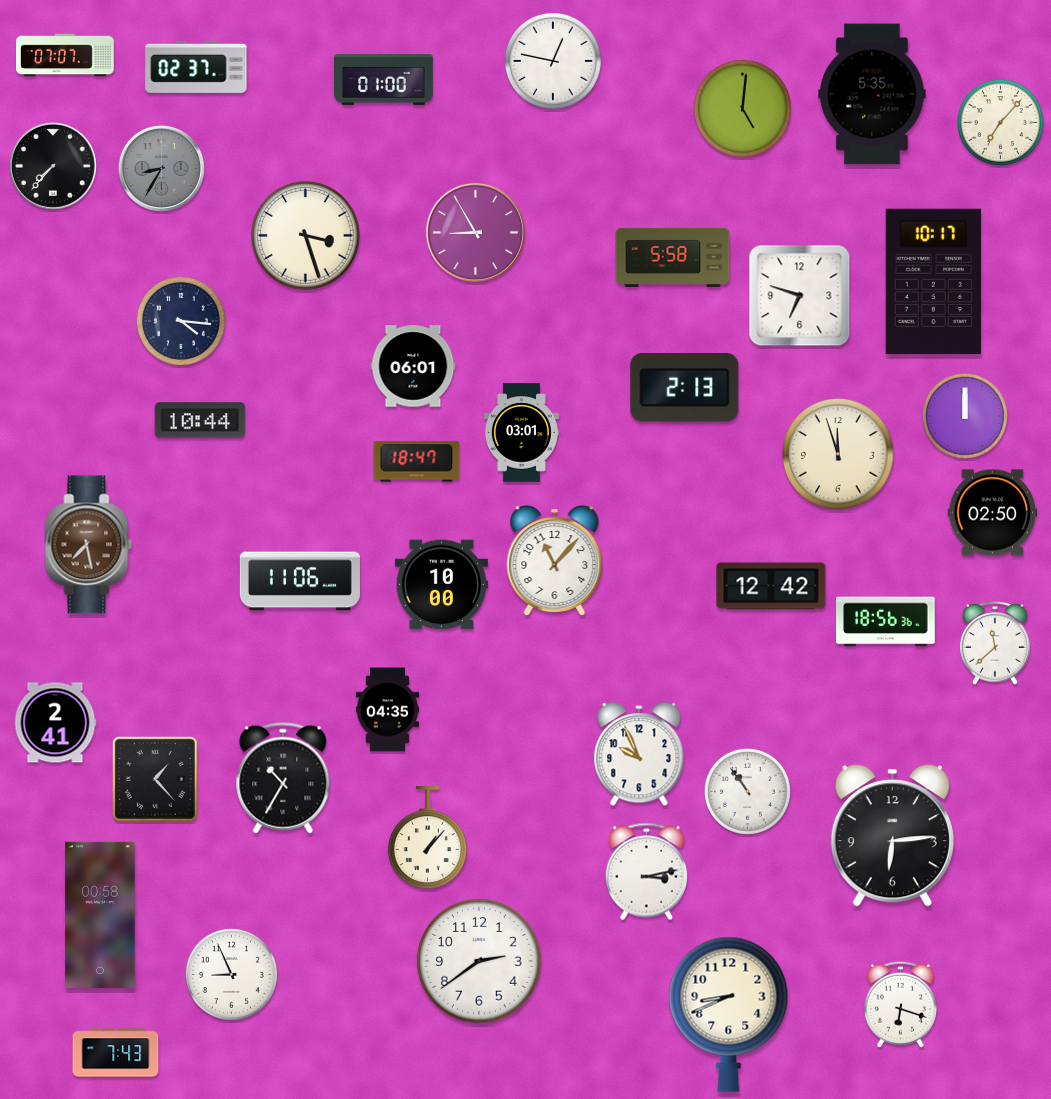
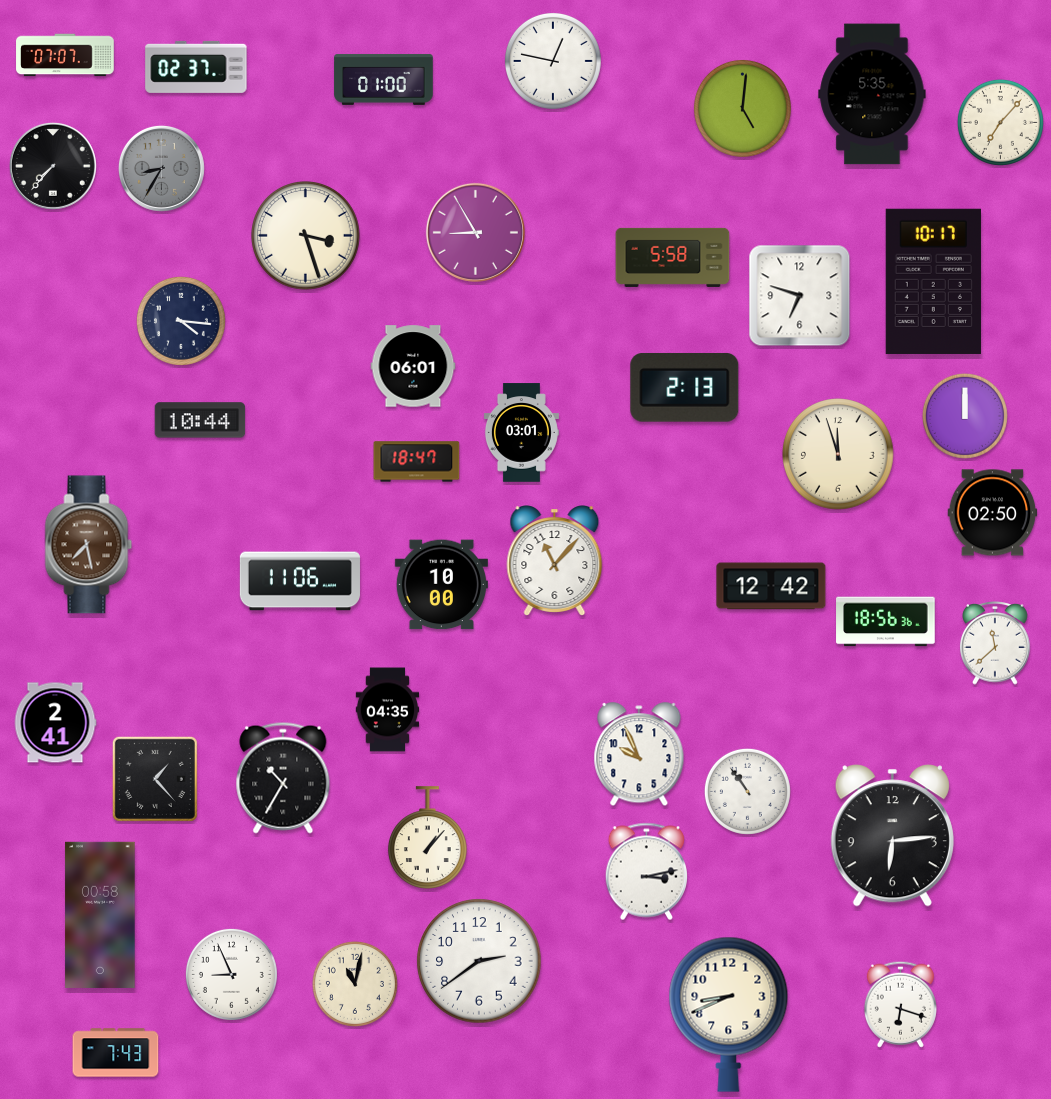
clock at (355, 984): none -> 11:02
